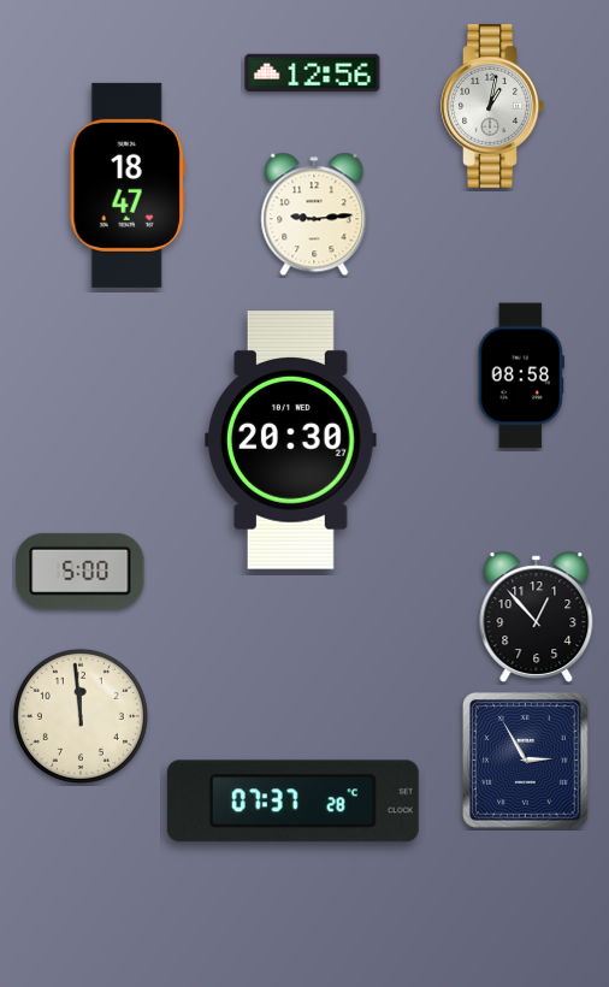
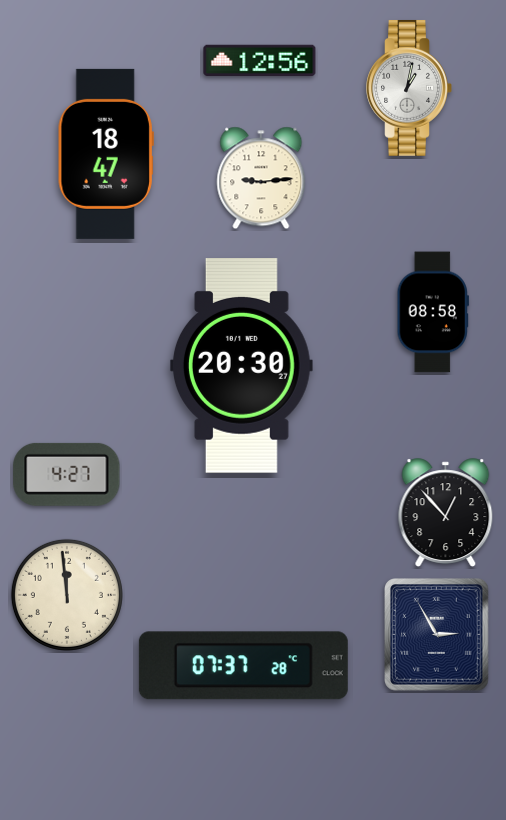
clock at (81, 571): 5:00 -> 4:27
clock at (526, 761) position: (526, 761) -> (437, 635)
